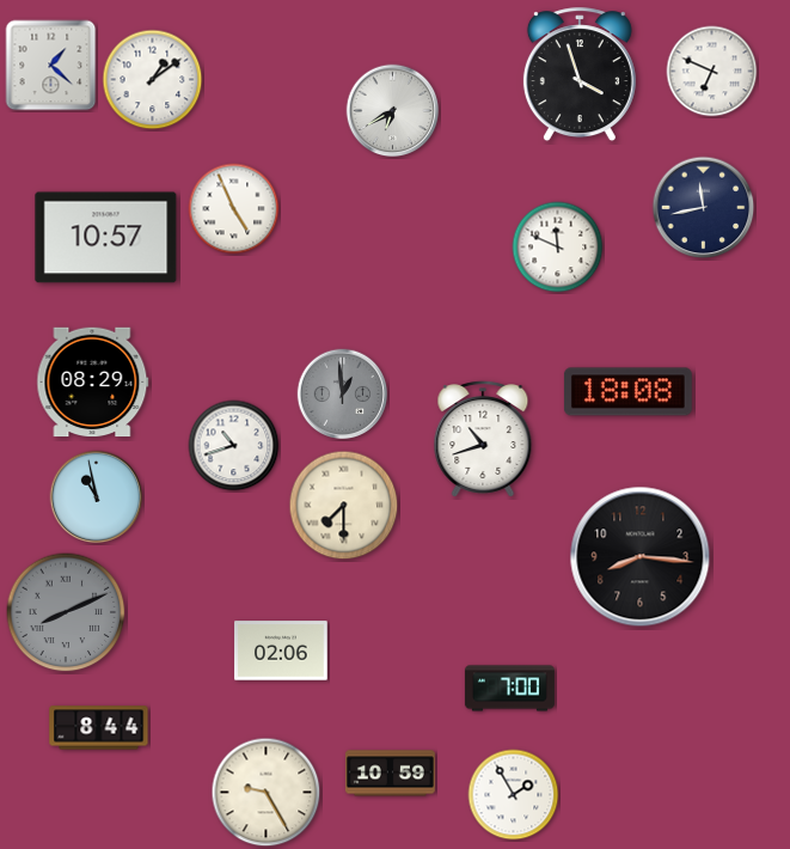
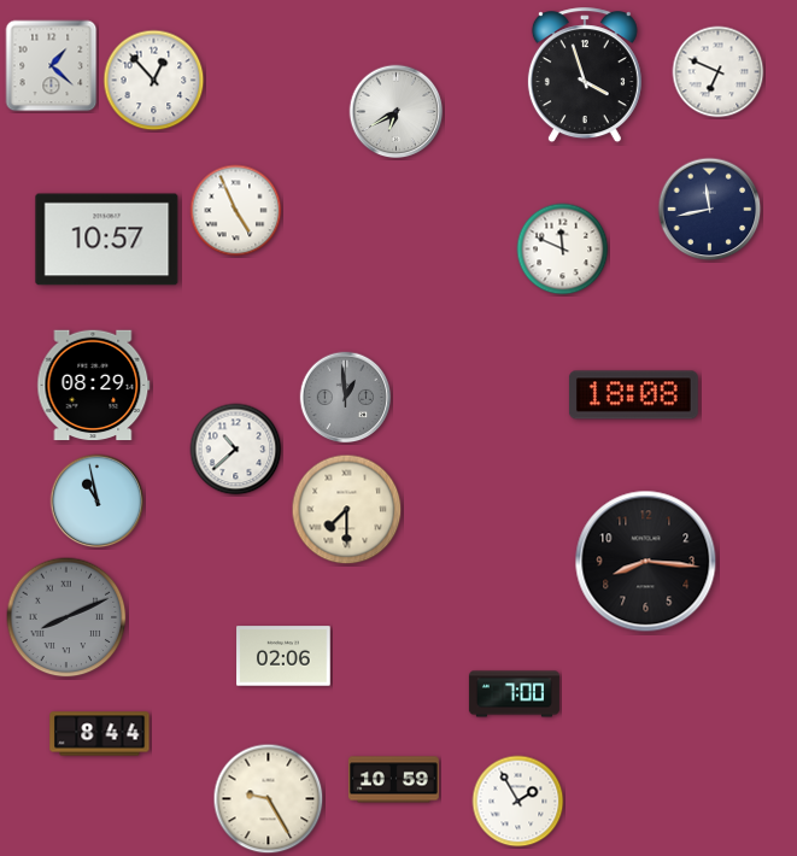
clock at (153, 80): 1:09 -> 12:53
clock at (483, 439): 10:42 -> none
clock at (234, 446): 10:42 -> 10:38
